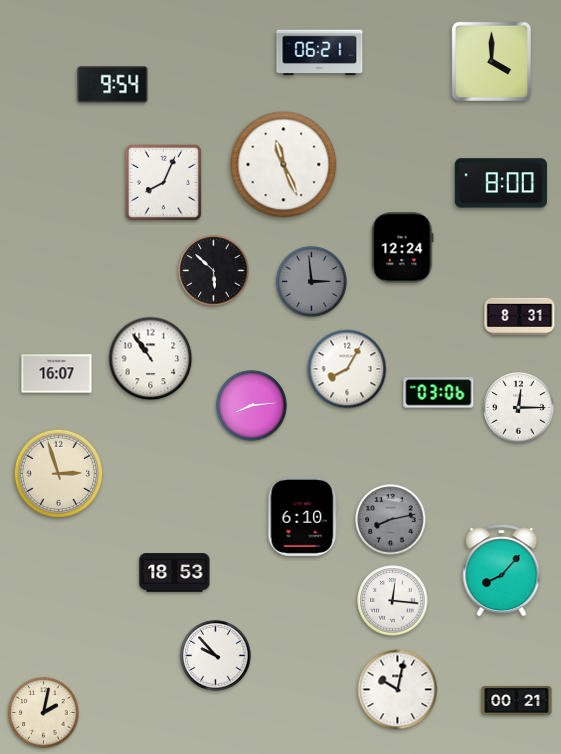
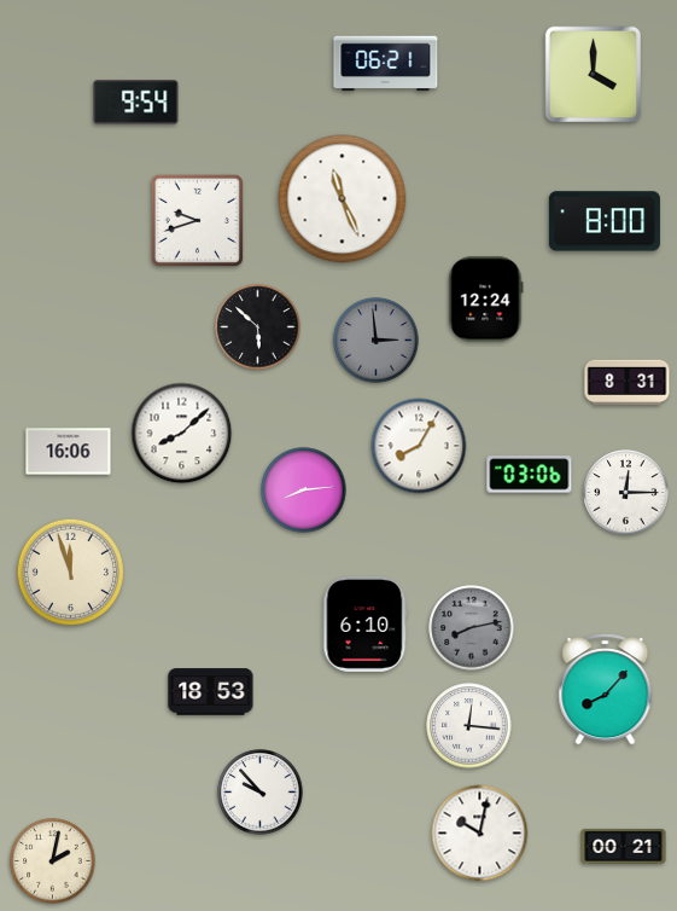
clock at (163, 182): 8:04 -> 9:42
clock at (151, 359): 10:54 -> 8:08
clock at (57, 374): 16:07 -> 16:06
clock at (58, 473): 2:57 -> 11:57
clock at (393, 601) position: (393, 601) -> (469, 726)
